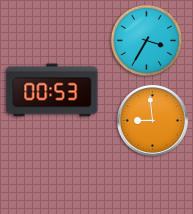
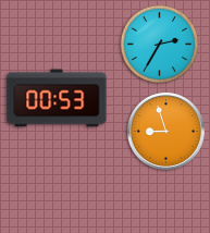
clock at (147, 41): 3:35 -> 2:35
clock at (152, 120): 8:59 -> 8:57
